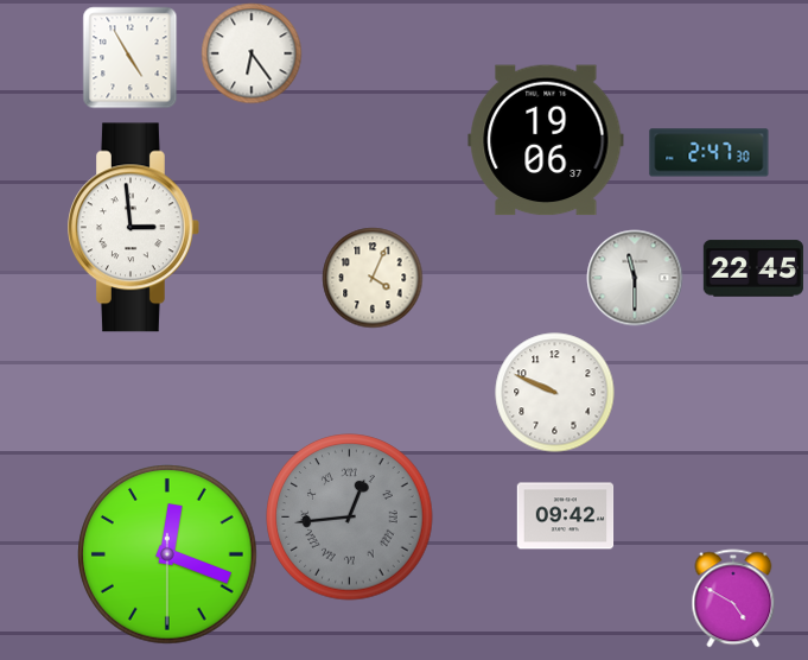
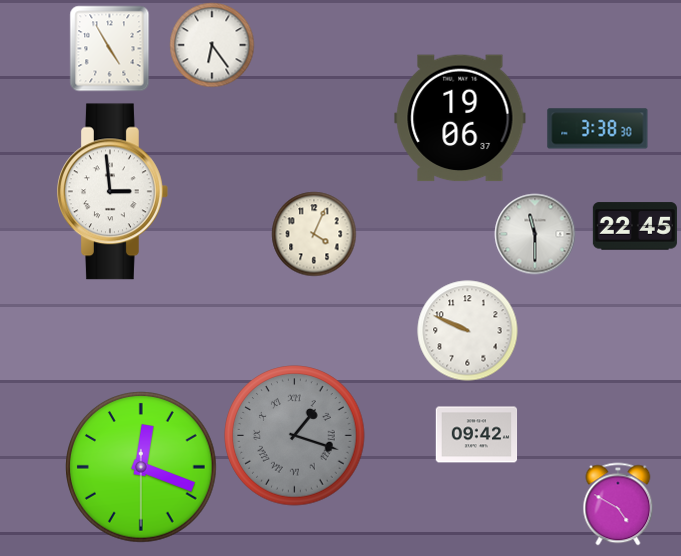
clock at (710, 153): 2:47 -> 3:38
clock at (350, 518): 12:44 -> 1:18
